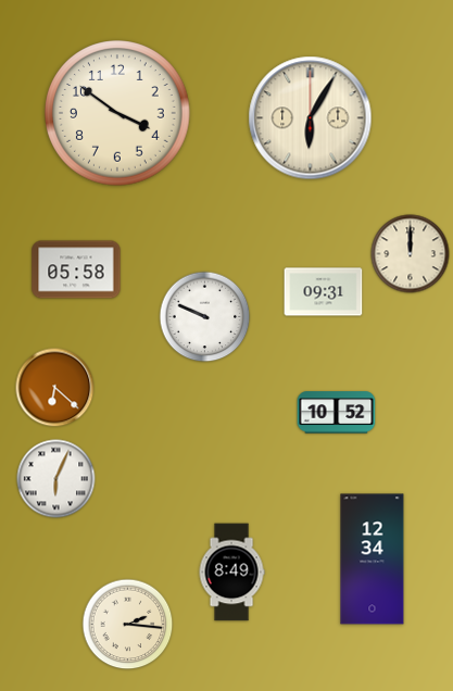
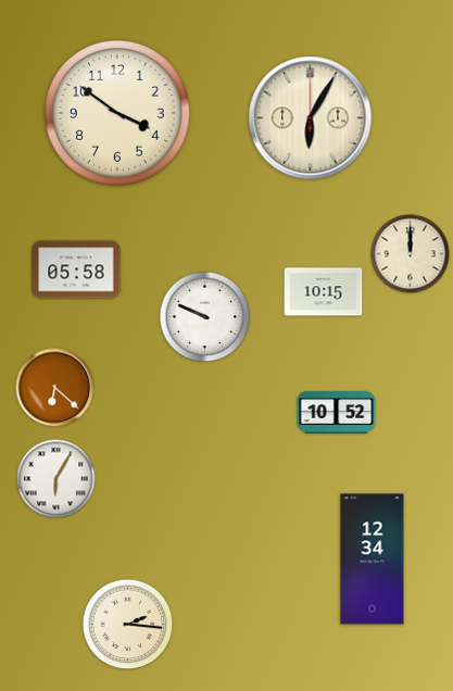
clock at (324, 292): 09:31 -> 10:15
clock at (56, 479): 6:04 -> 6:05
clock at (231, 573): 8:49 -> none
